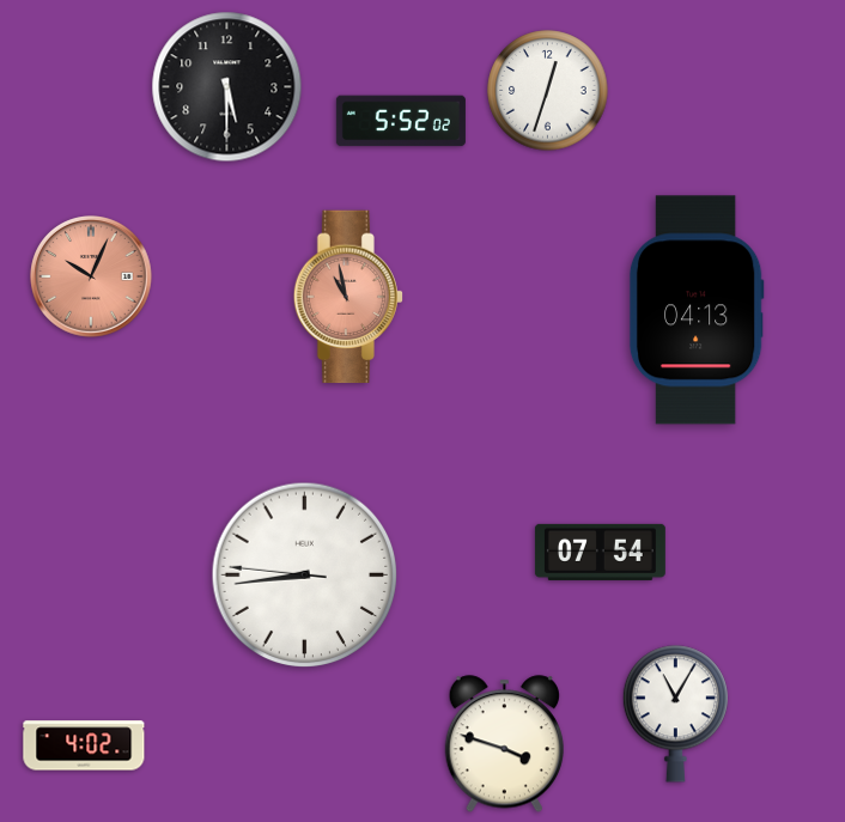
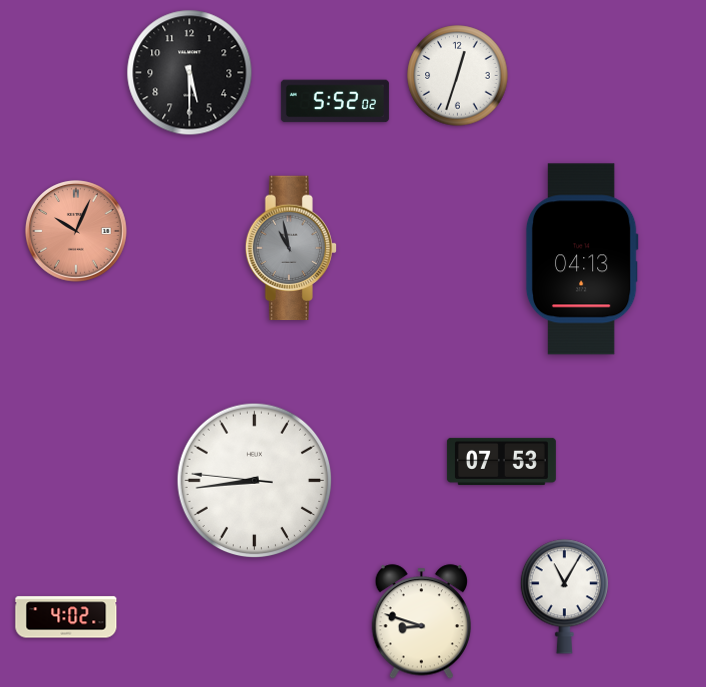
clock at (347, 297) dial: salmon -> grey
clock at (600, 552): 07:54 -> 07:53
clock at (504, 744): 3:48 -> 8:48
clock at (84, 745) position: (84, 745) -> (66, 617)
